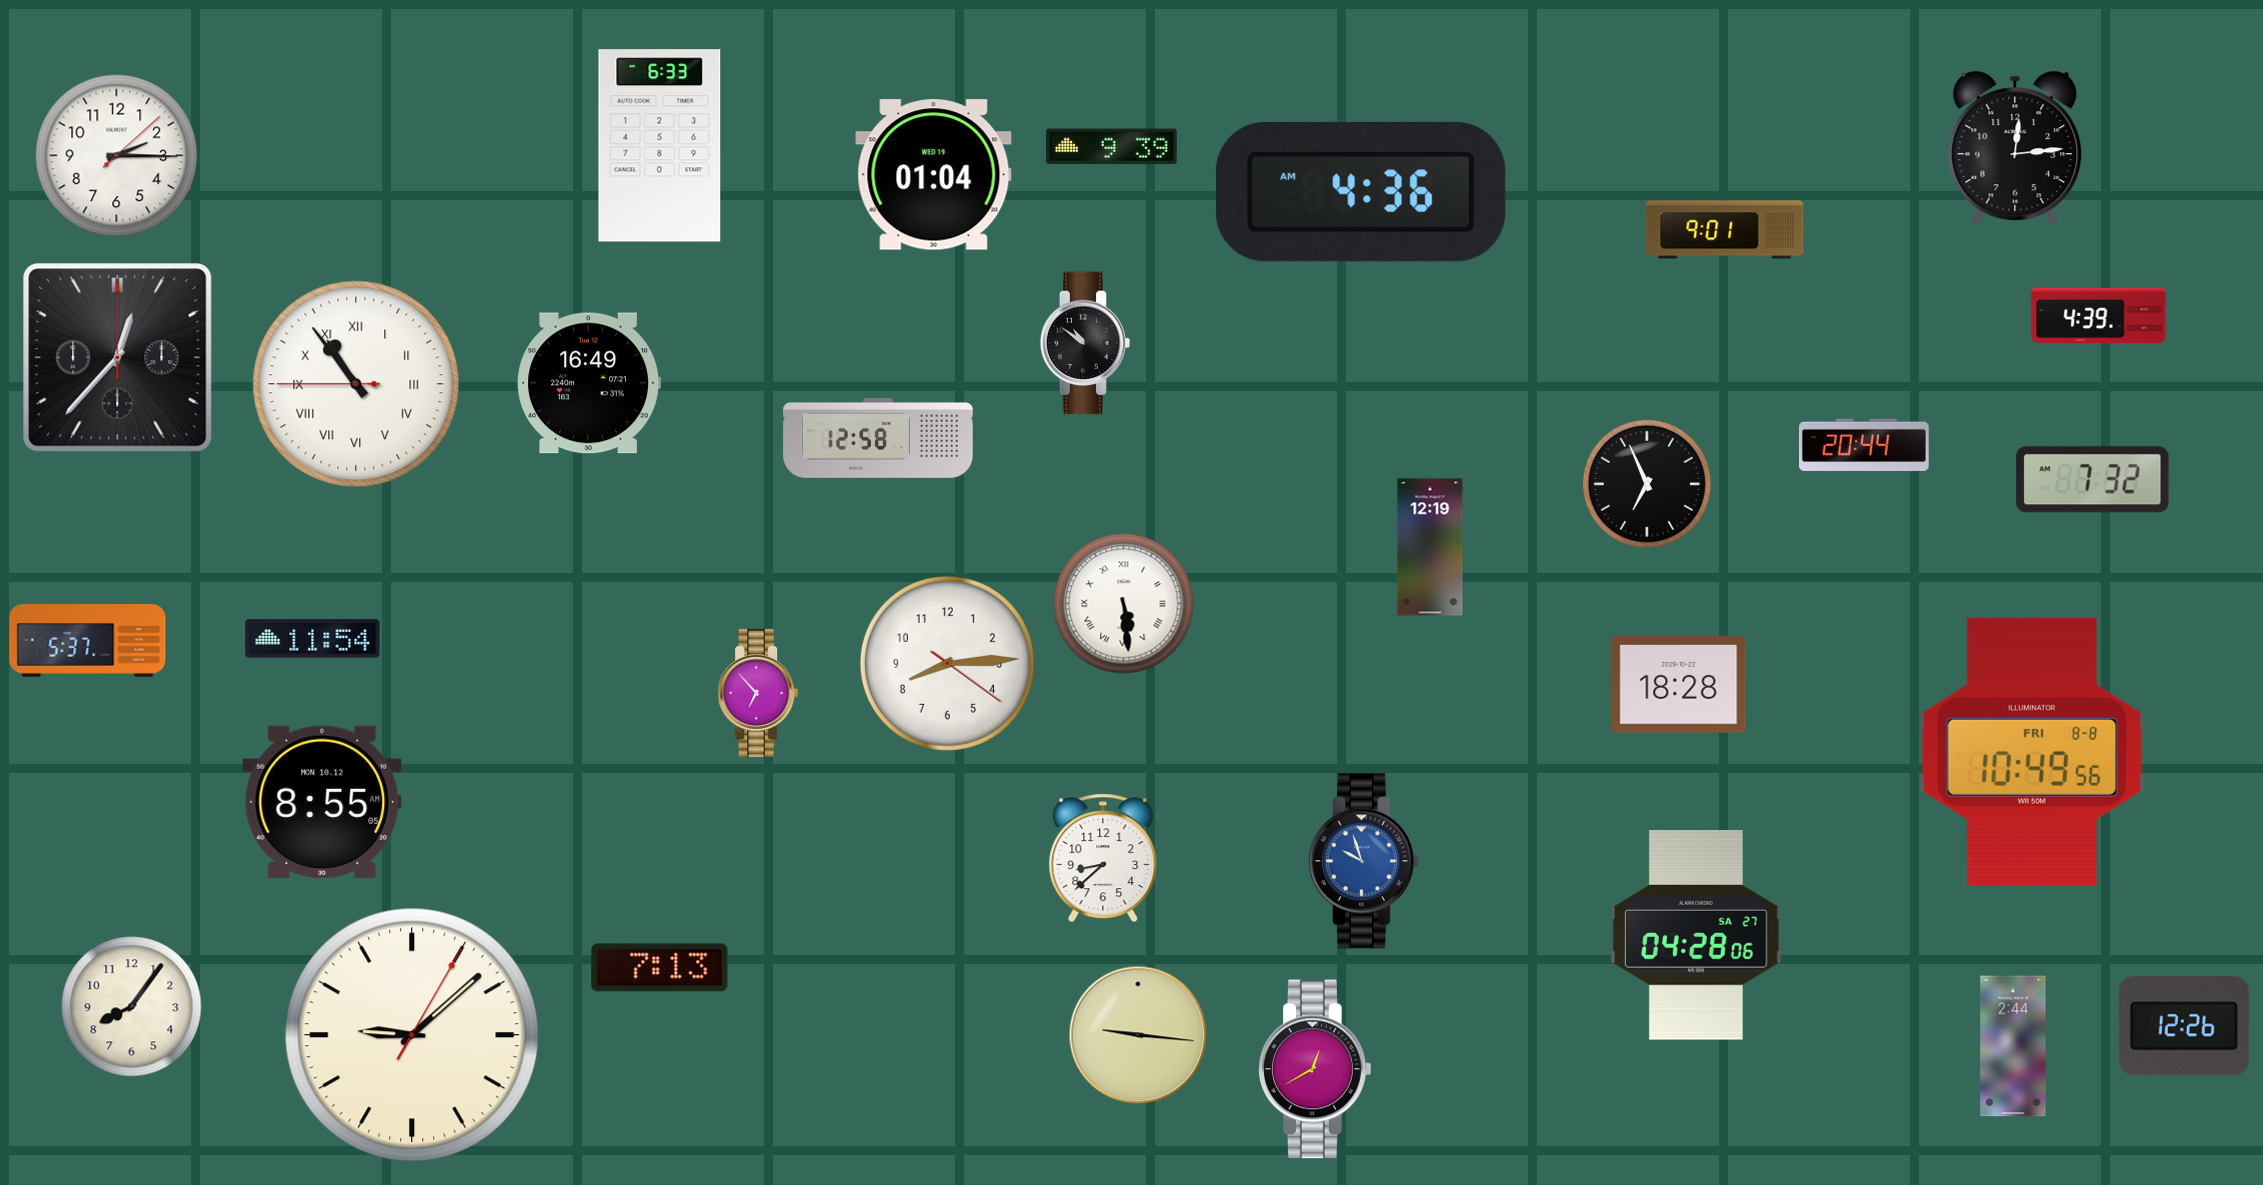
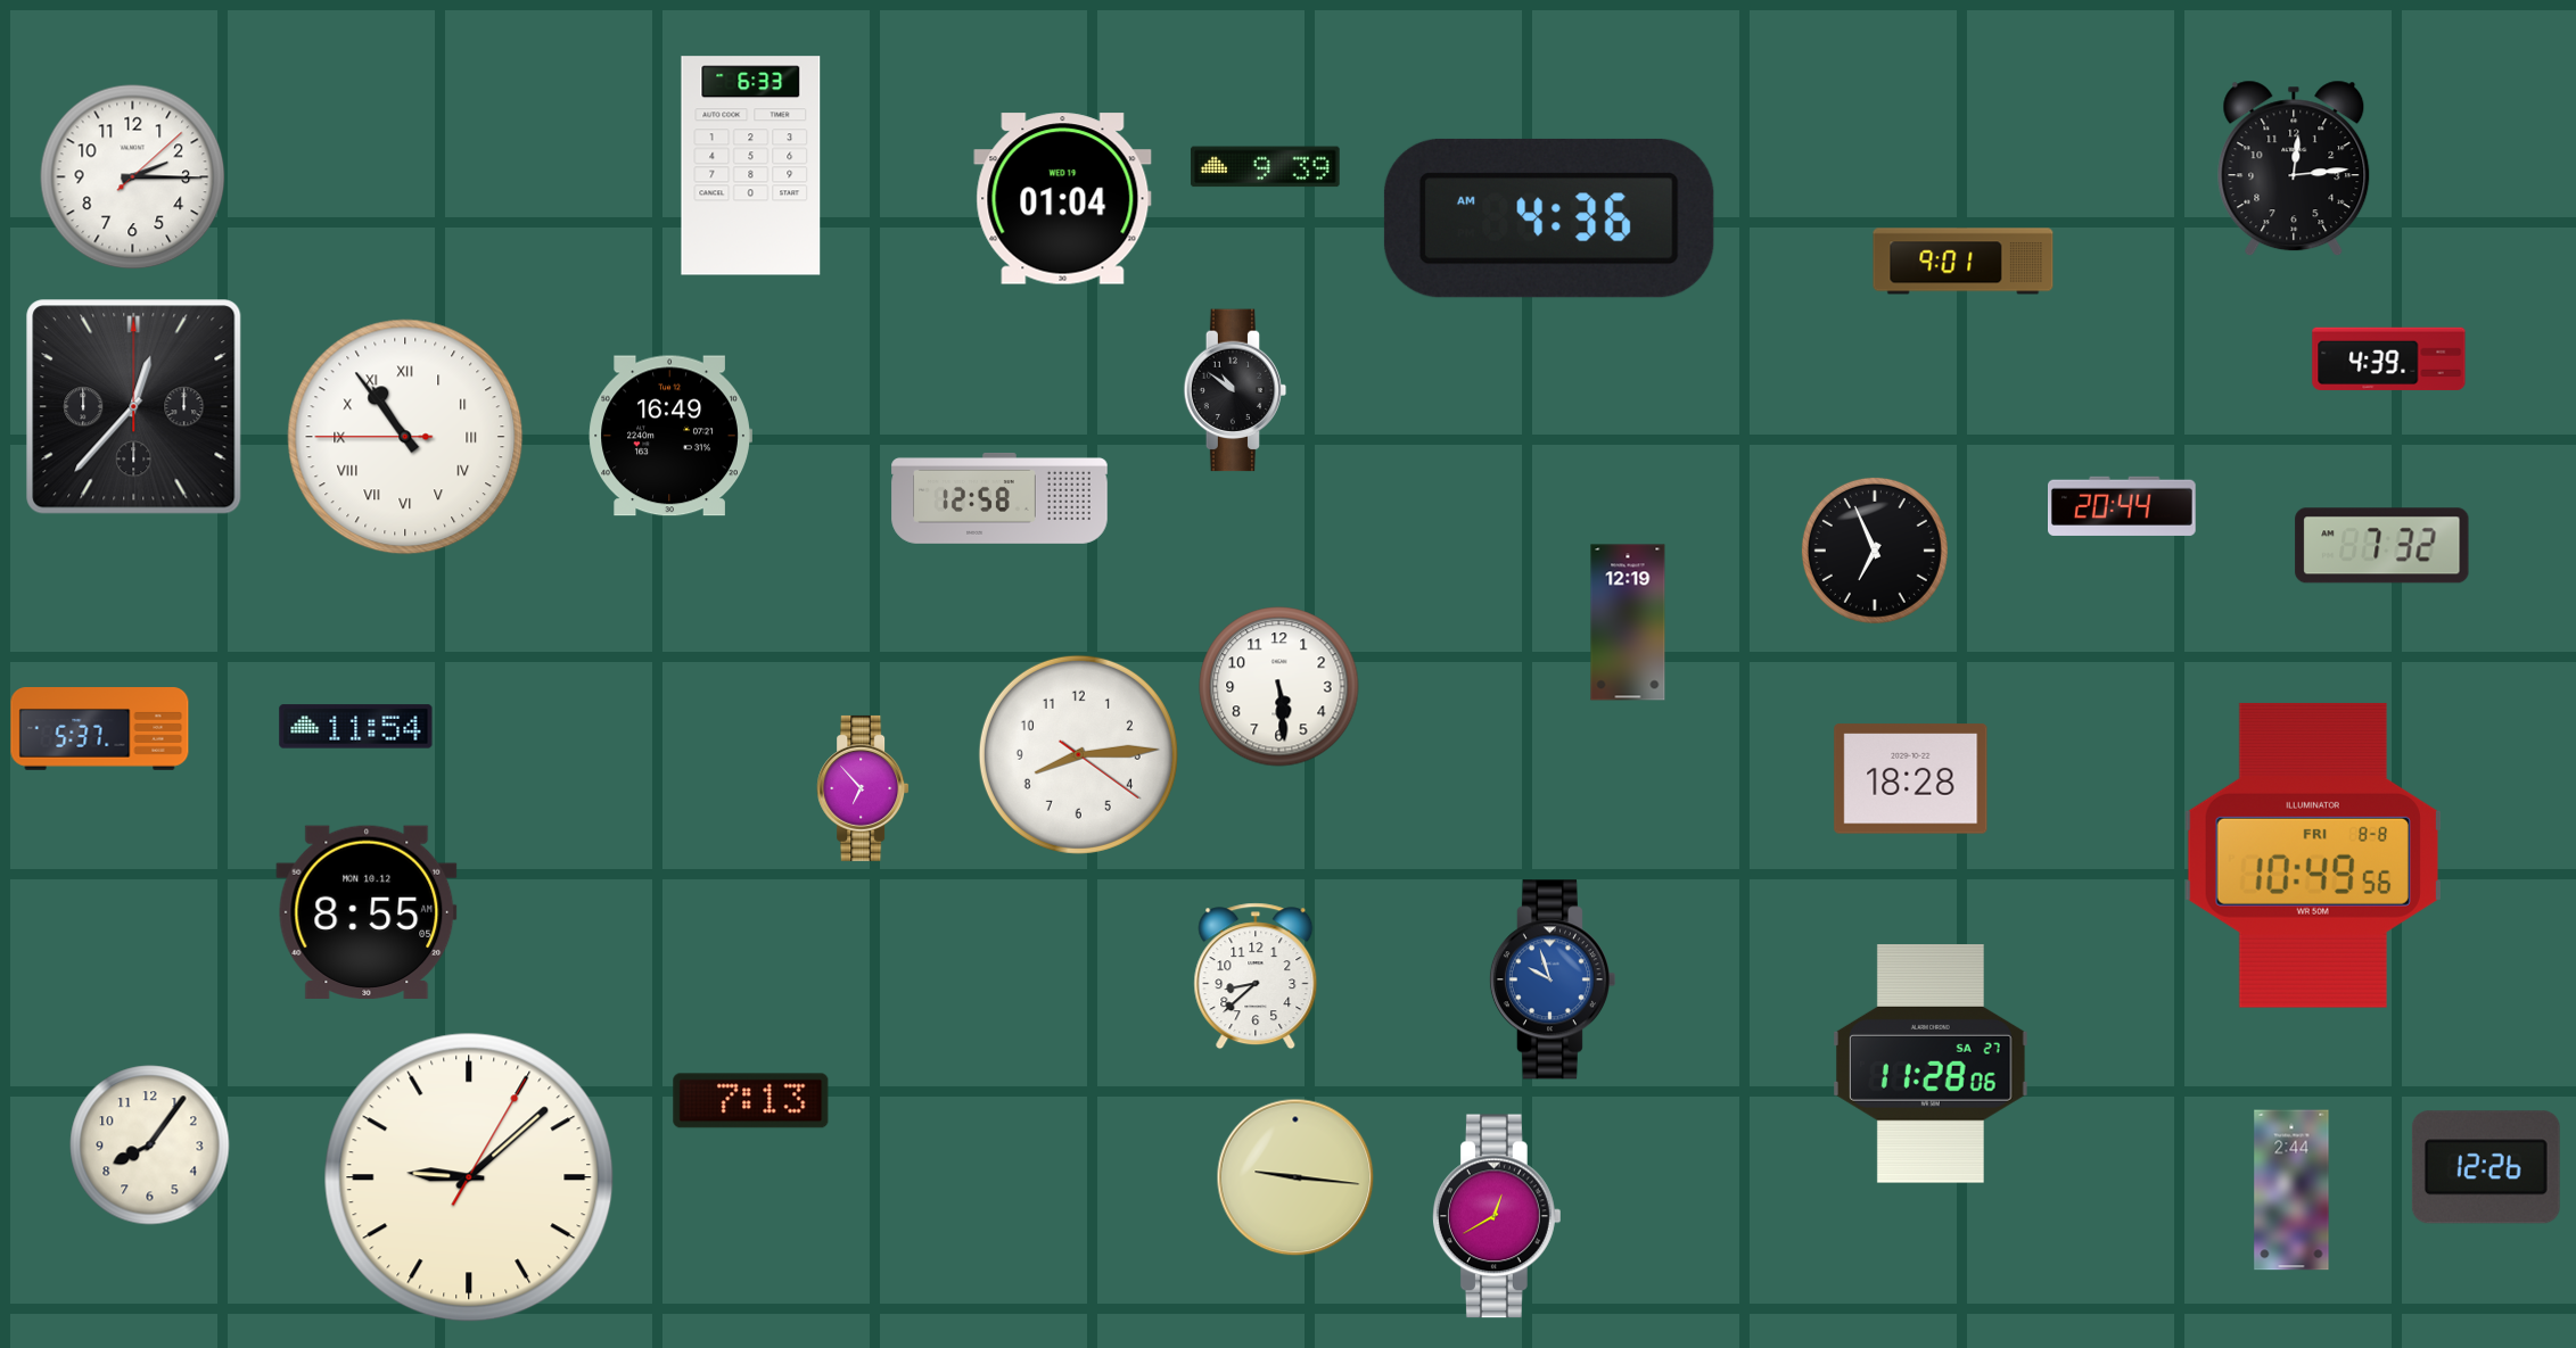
clock at (1124, 604) numerals: Roman -> Arabic
clock at (1697, 936): 04:28 -> 11:28
